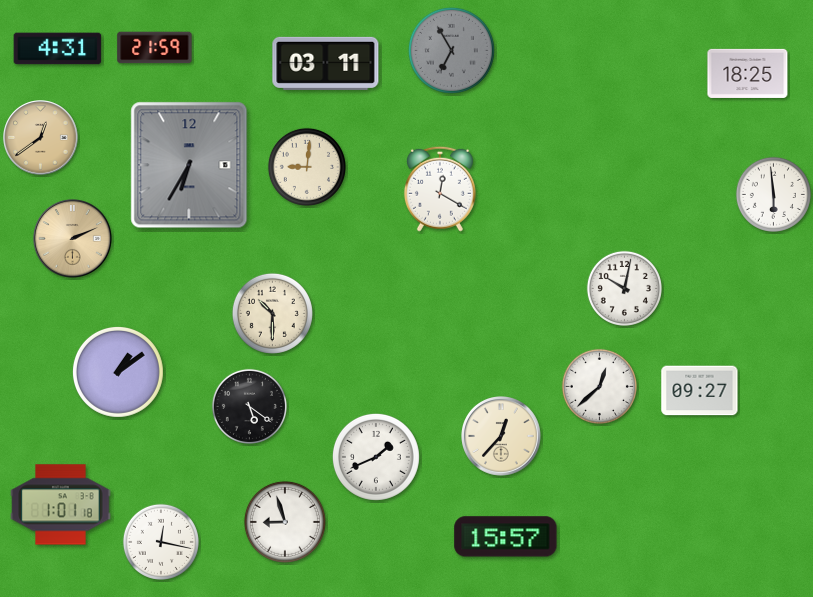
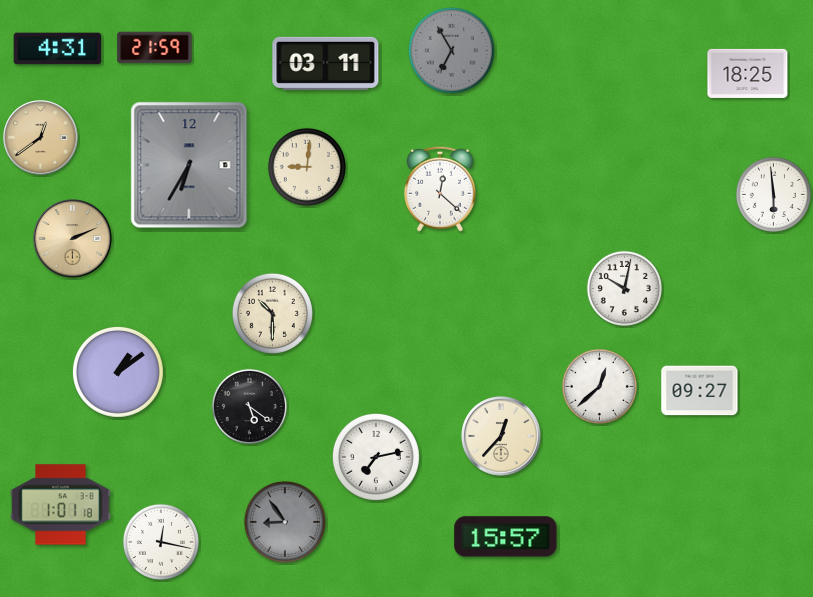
clock at (440, 189): 12:20 -> 12:22
clock at (376, 457): 1:41 -> 7:13
clock at (285, 522): 8:57 -> 8:54
clock at (285, 522) dial: white -> grey
